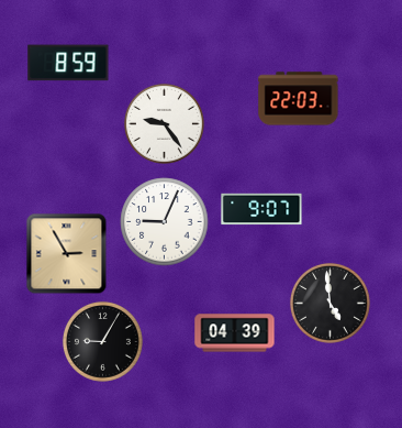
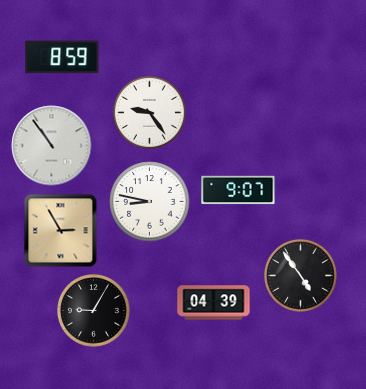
clock at (299, 99): 22:03 -> none
clock at (52, 146): none -> 10:54
clock at (165, 222): 9:04 -> 8:47
clock at (330, 303): 4:59 -> 4:54
